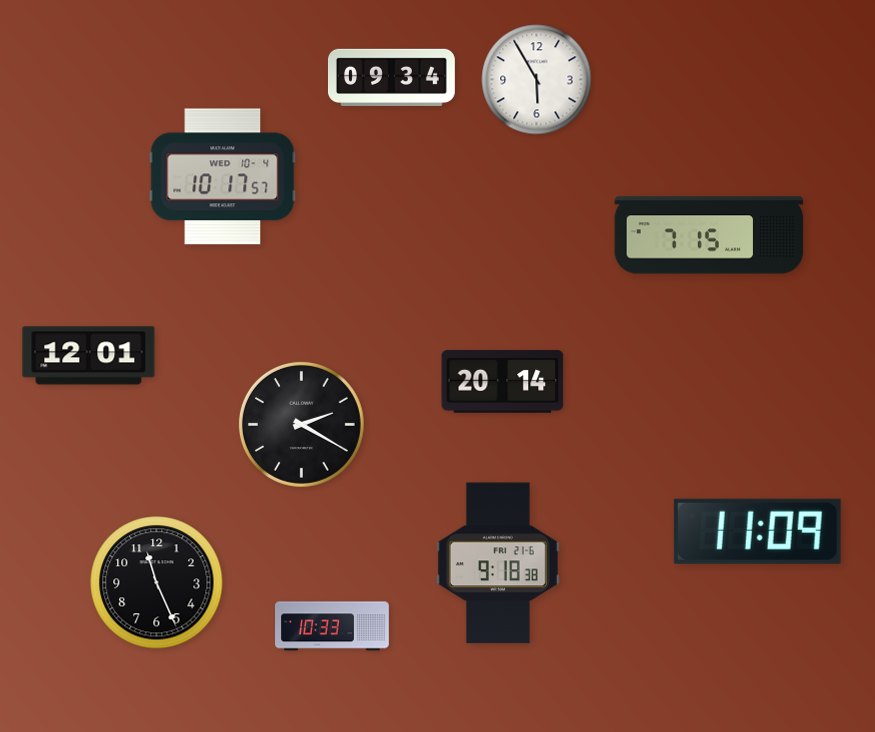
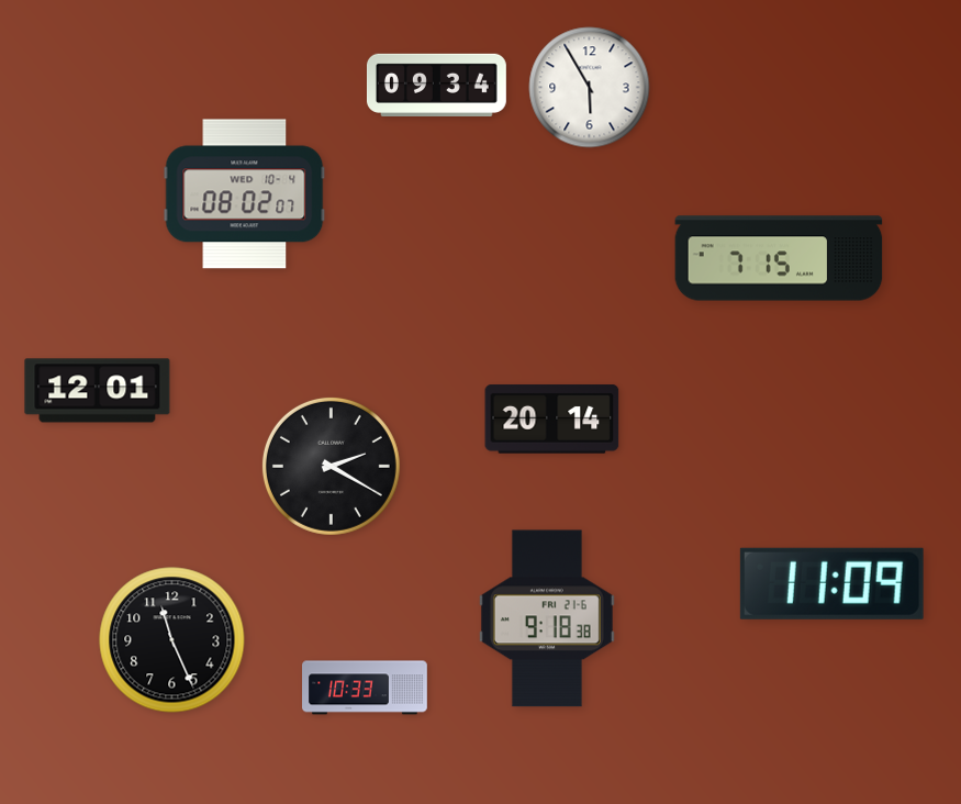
clock at (392, 77) position: (392, 77) -> (437, 85)
clock at (223, 177): 10:17 -> 08:02
